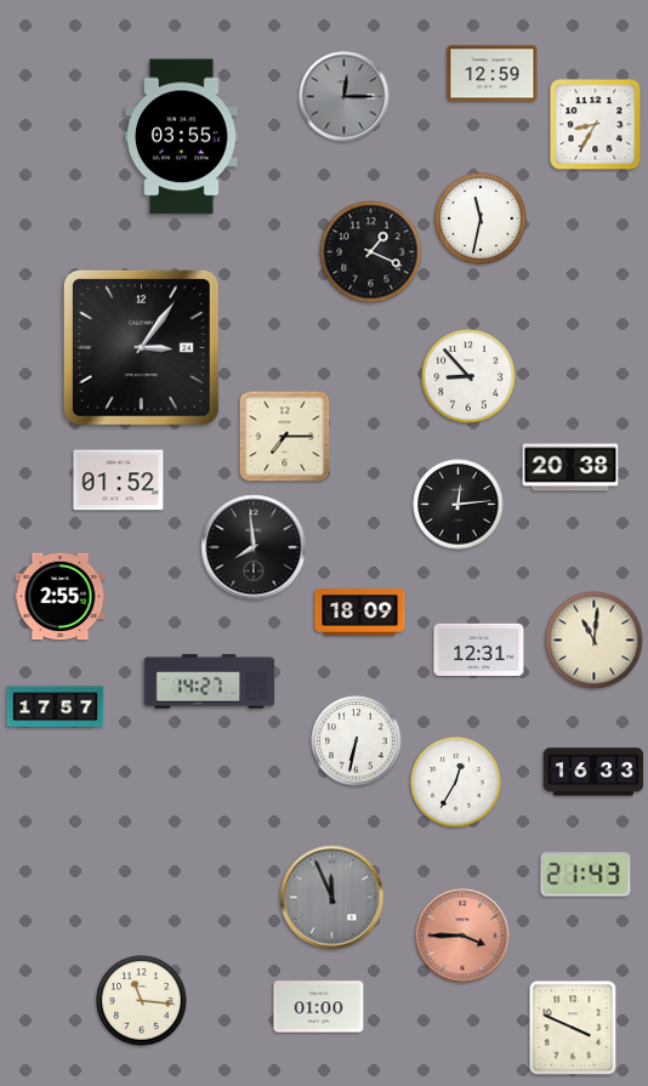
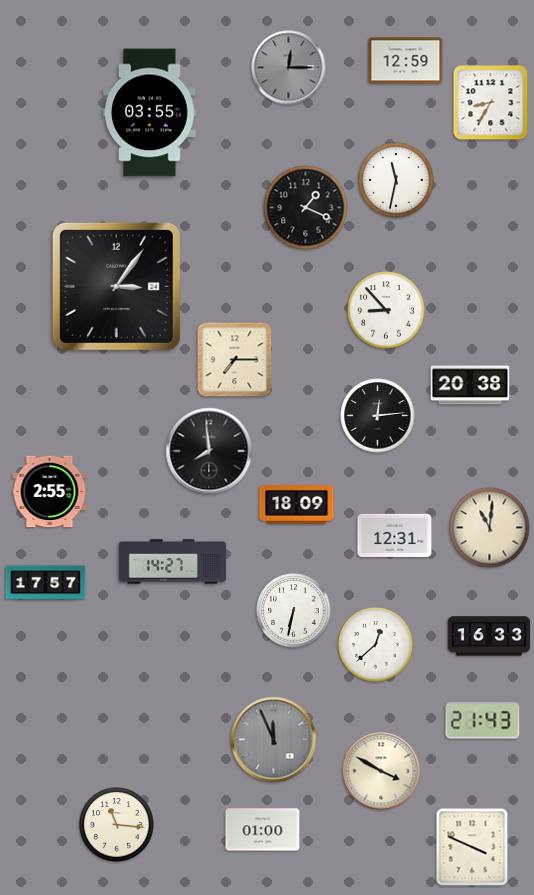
clock at (345, 97) position: (345, 97) -> (289, 68)
clock at (119, 481): 01:52 -> none
clock at (456, 783): 12:35 -> 12:38
clock at (462, 936): 3:45 -> 3:50
clock at (462, 936) dial: salmon -> cream
